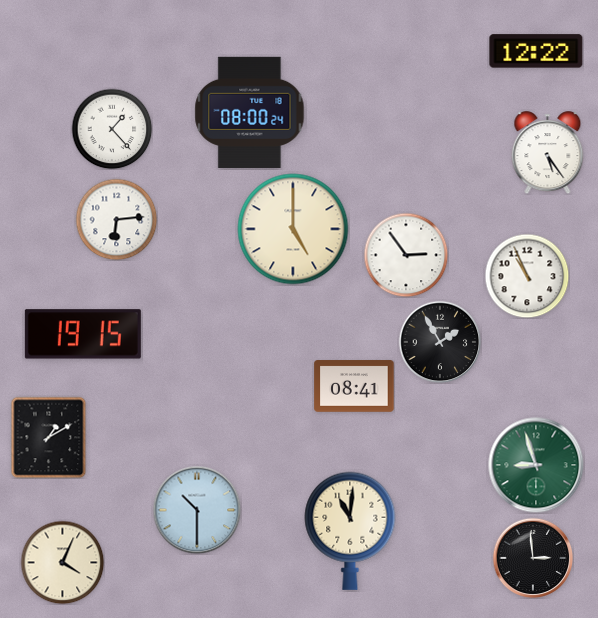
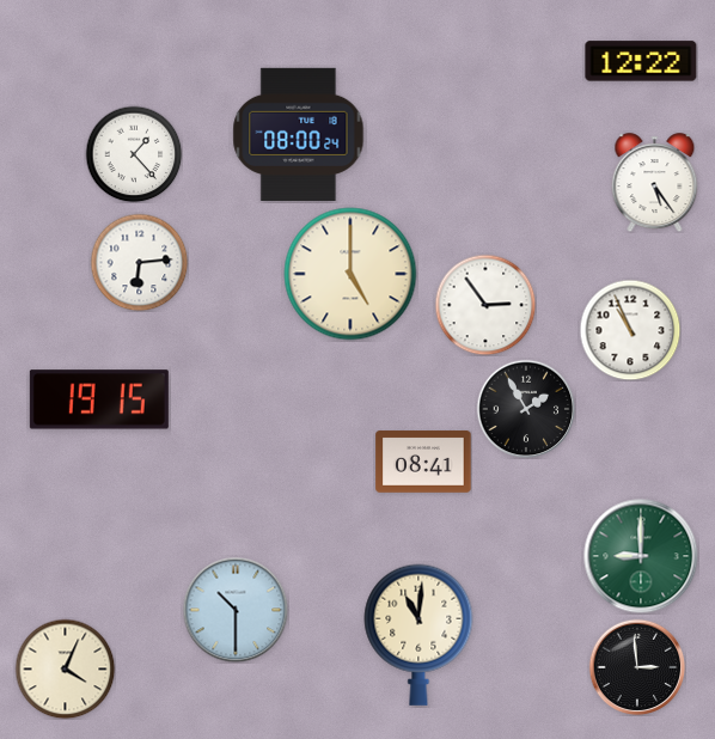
clock at (49, 437): 1:10 -> none
clock at (536, 465): 8:57 -> 9:00
clock at (62, 562) position: (62, 562) -> (65, 668)
